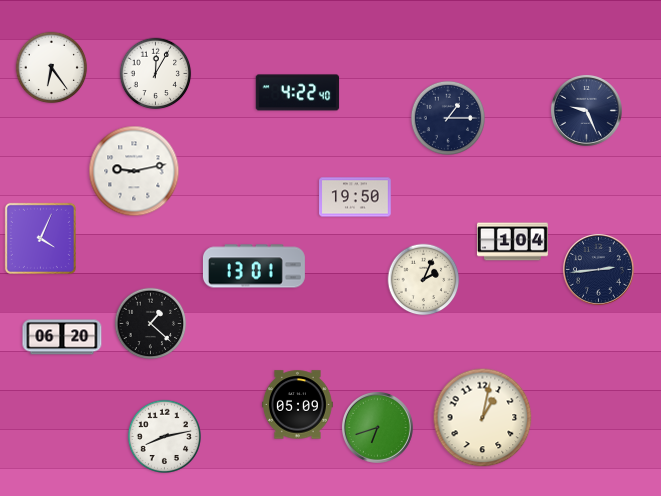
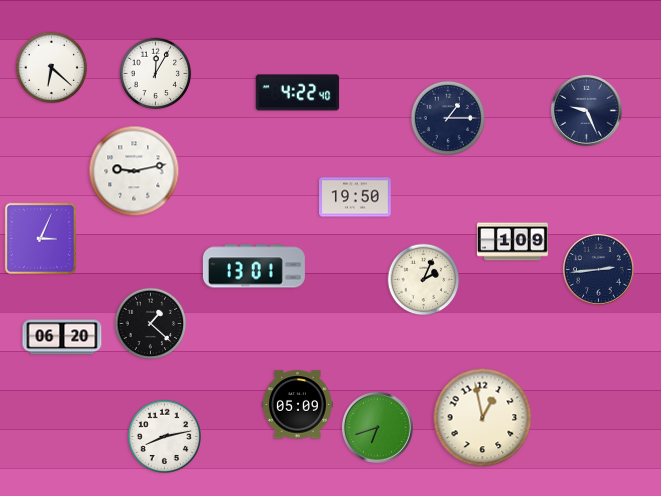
clock at (52, 68): 6:24 -> 6:22
clock at (40, 238): 4:04 -> 3:04
clock at (512, 242): 1:04 -> 1:09
clock at (483, 418): 1:02 -> 12:58
